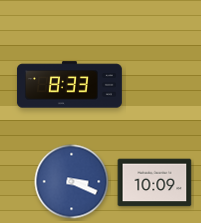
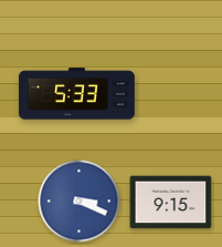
clock at (69, 85): 8:33 -> 5:33
clock at (155, 183): 10:09 -> 9:15
